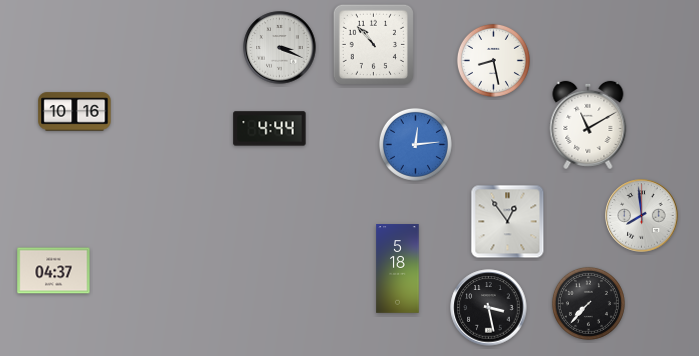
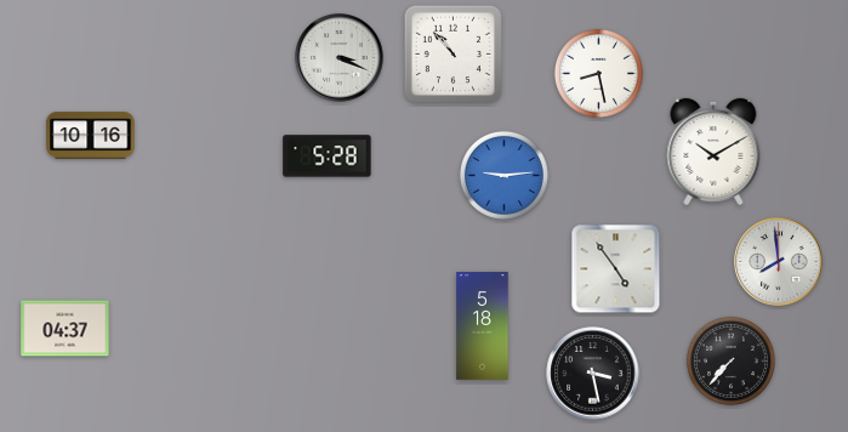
clock at (588, 125): 11:10 -> 10:10
clock at (270, 129): 4:44 -> 5:28
clock at (415, 144): 12:14 -> 9:14
clock at (508, 222): 12:54 -> 4:54
clock at (588, 303) position: (588, 303) -> (730, 360)
